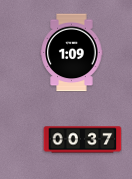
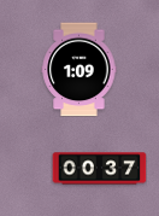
clock at (72, 52) position: (72, 52) -> (79, 69)
